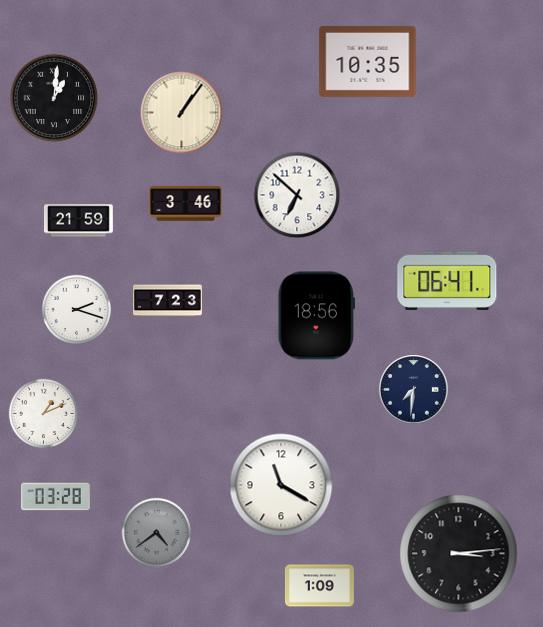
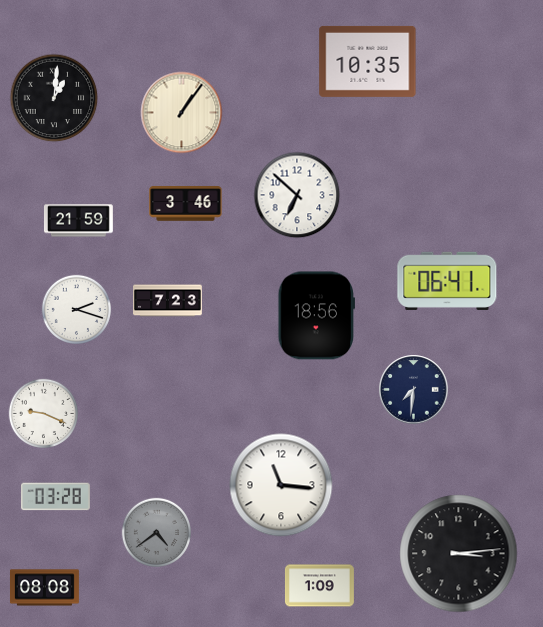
clock at (43, 413): 1:11 -> 9:19
clock at (281, 485): 11:20 -> 11:16
clock at (44, 588): none -> 08:08
